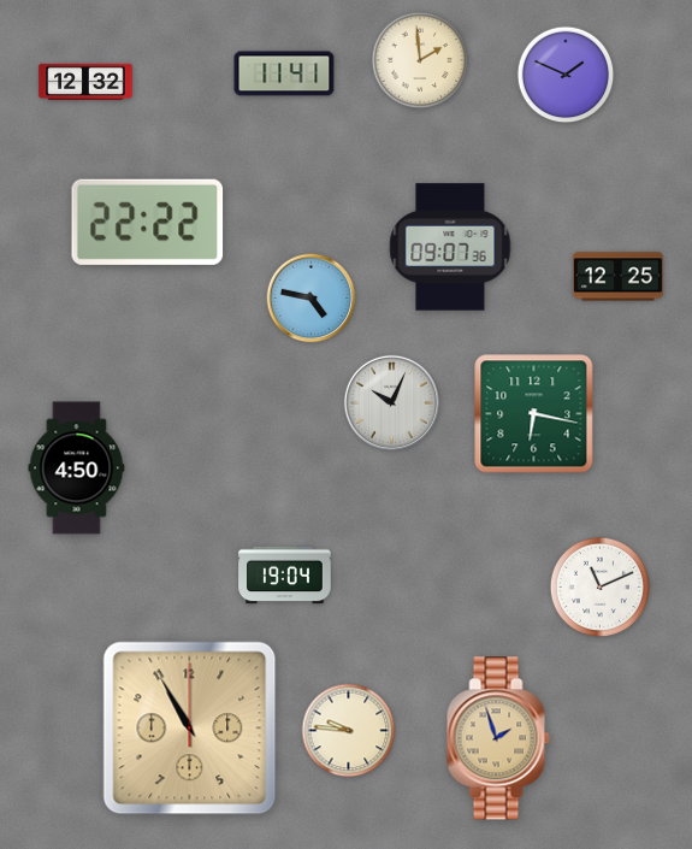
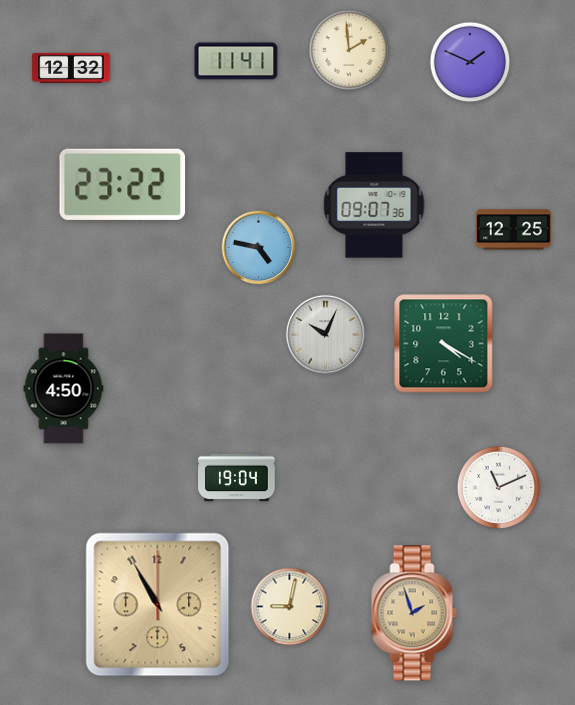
clock at (148, 222): 22:22 -> 23:22
clock at (534, 414): 6:17 -> 4:20
clock at (349, 731): 9:46 -> 9:02
